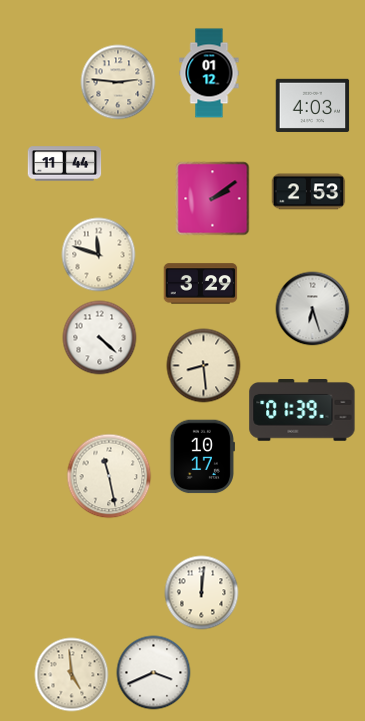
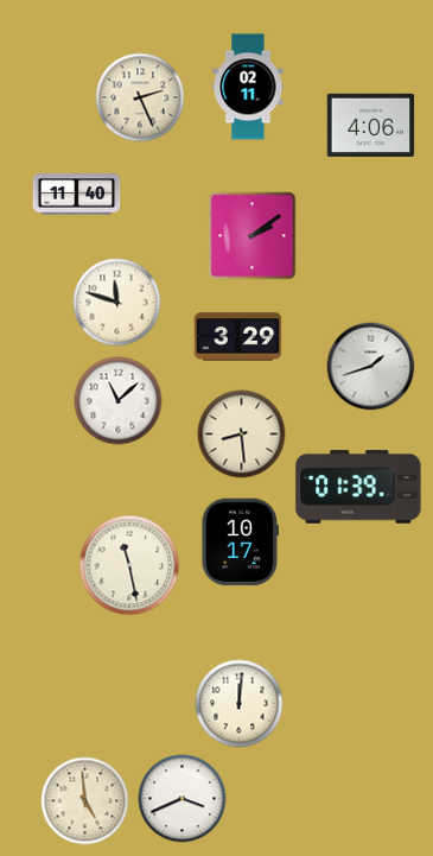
clock at (209, 73): 01:12 -> 02:11
clock at (118, 82): 2:46 -> 2:26
clock at (313, 105): 4:03 -> 4:06
clock at (65, 164): 11:44 -> 11:40
clock at (309, 192): 2:53 -> none
clock at (313, 309): 6:27 -> 1:42
clock at (100, 338): 4:22 -> 11:08
